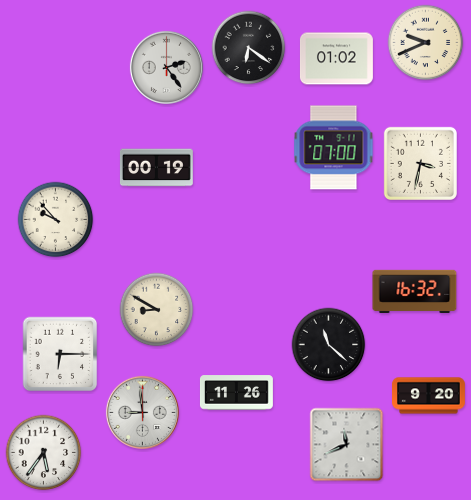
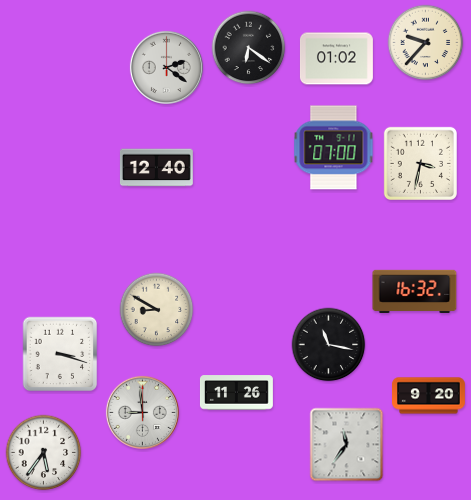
clock at (426, 43): 9:41 -> 9:37
clock at (166, 67): 2:24 -> 2:21
clock at (156, 168): 00:19 -> 12:40
clock at (56, 220): 9:53 -> none
clock at (329, 345): 11:22 -> 11:17
clock at (60, 354): 6:15 -> 3:18
clock at (347, 445): 11:41 -> 11:36
